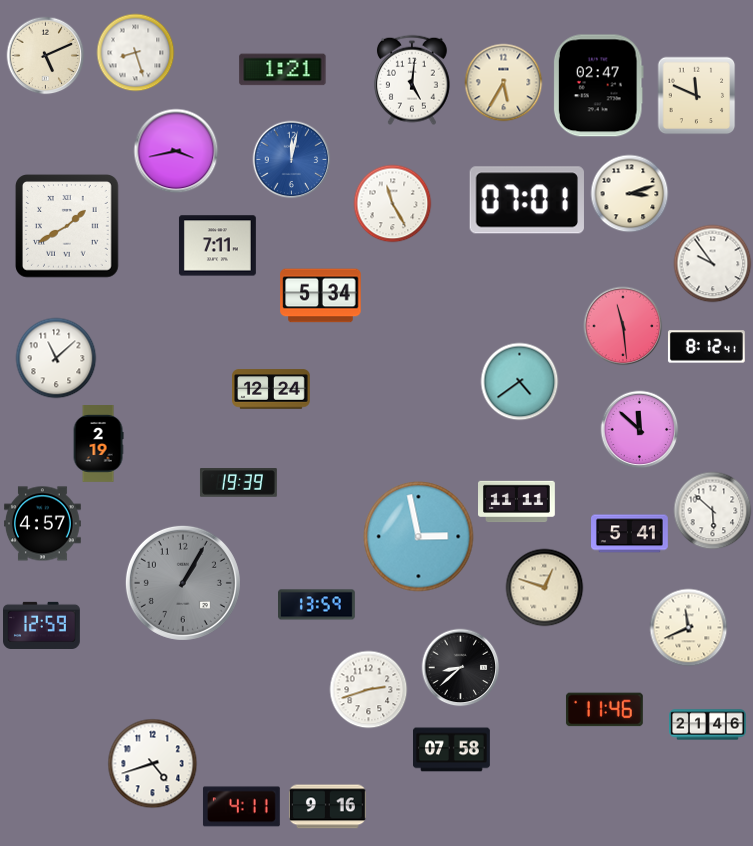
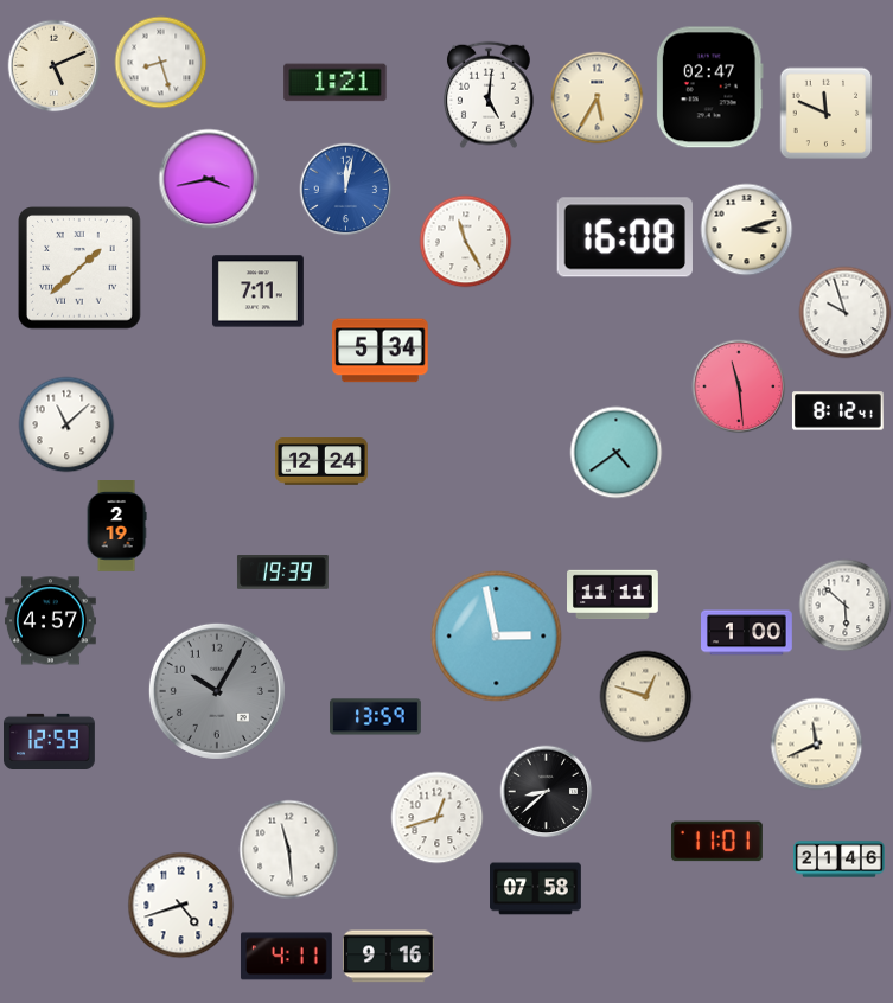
clock at (598, 86) position: (598, 86) -> (709, 88)
clock at (526, 200): 07:01 -> 16:08
clock at (68, 227): 1:40 -> 1:38
clock at (712, 263): 9:54 -> 9:57
clock at (639, 429): 11:52 -> none
clock at (630, 534): 5:41 -> 1:00
clock at (183, 583): 1:05 -> 10:05
clock at (368, 689): 2:42 -> 12:42
clock at (604, 710): 11:46 -> 11:01
clock at (288, 849): none -> 11:29
